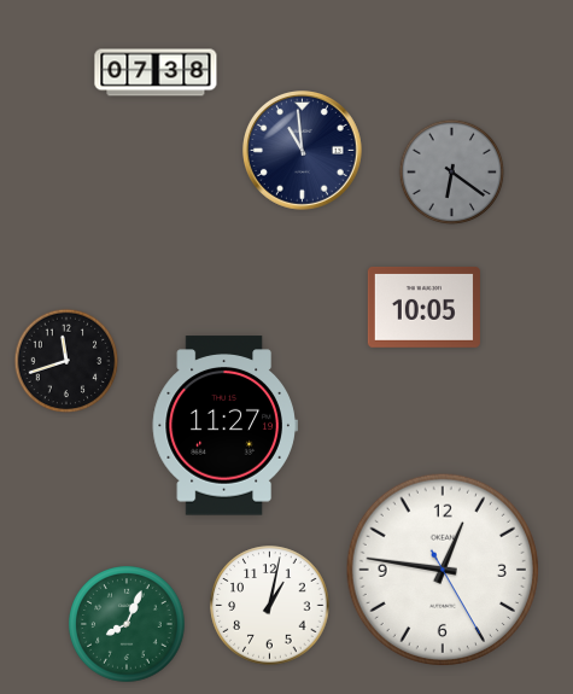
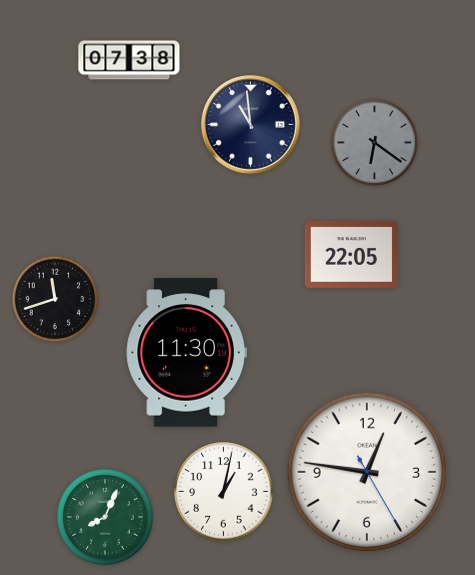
clock at (423, 307): 10:05 -> 22:05
clock at (224, 426): 11:27 -> 11:30
clock at (270, 606) position: (270, 606) -> (224, 492)
